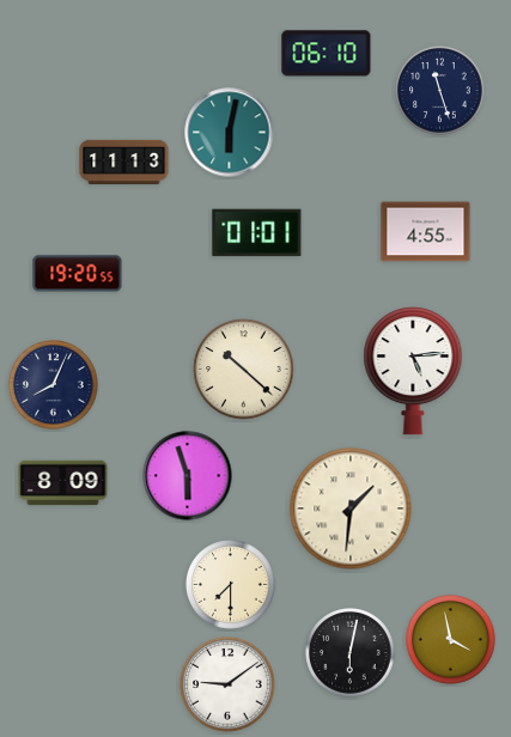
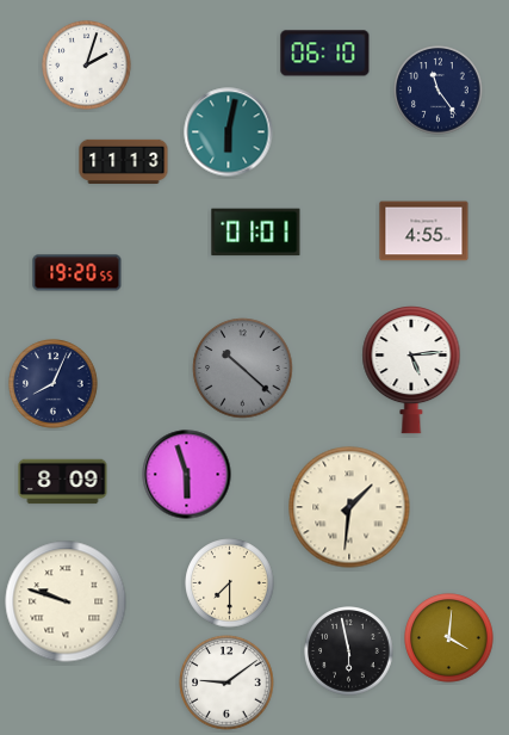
clock at (87, 66): none -> 2:03
clock at (440, 91): 11:27 -> 11:24
clock at (244, 370) dial: cream -> grey
clock at (66, 601): none -> 9:48
clock at (451, 640): 3:58 -> 4:01
clock at (351, 653): 6:02 -> 5:58
